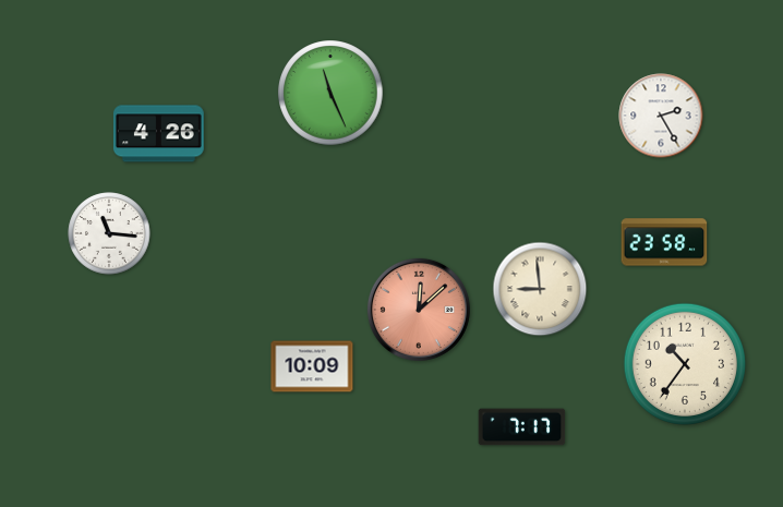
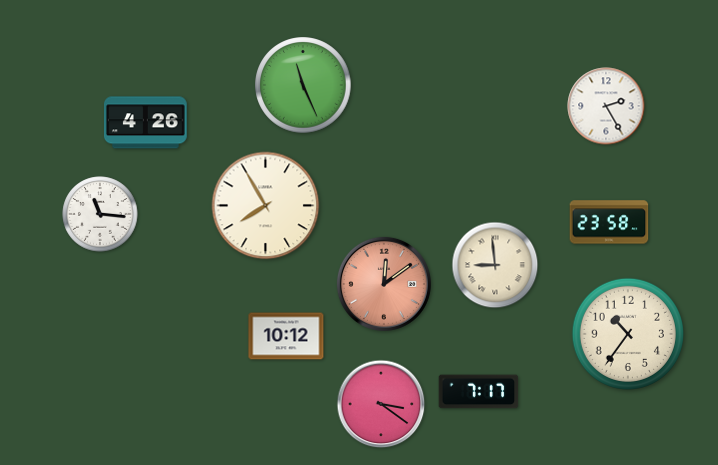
clock at (266, 206): none -> 7:55
clock at (419, 310): 12:08 -> 12:09
clock at (312, 366): 10:09 -> 10:12
clock at (381, 404): none -> 3:21
